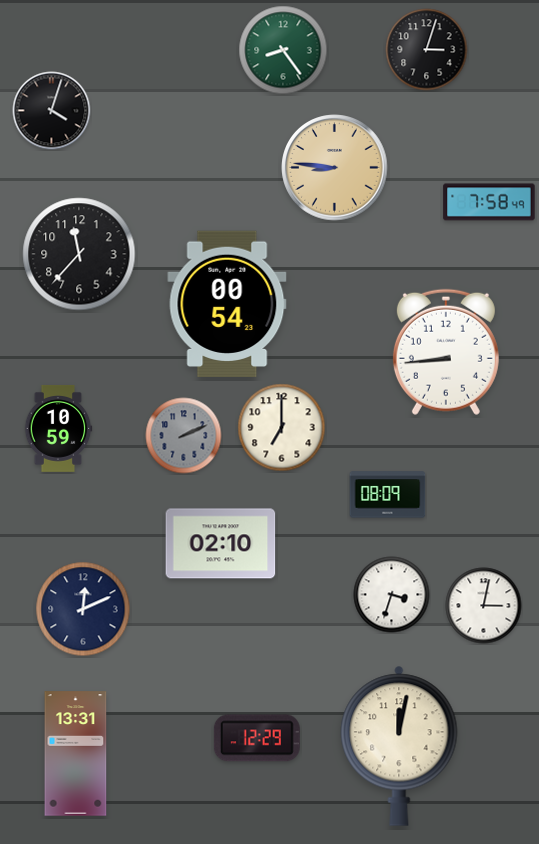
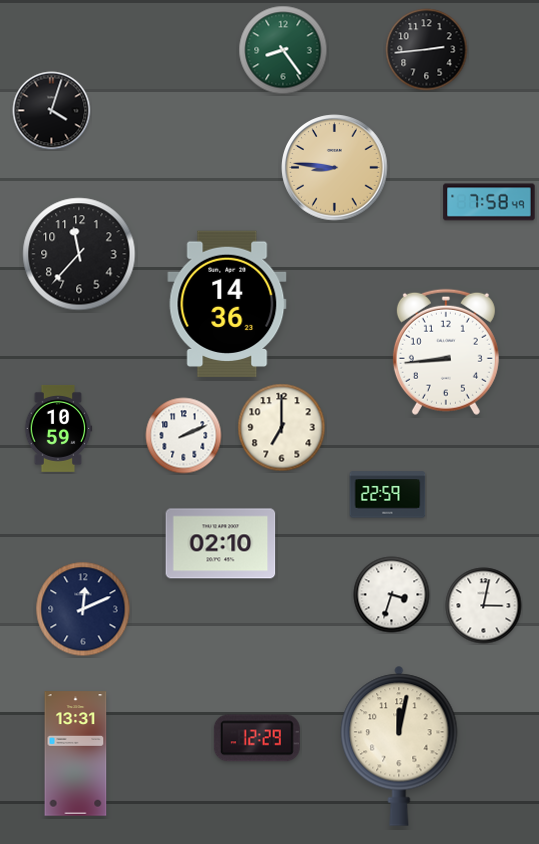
clock at (427, 50): 3:03 -> 2:44
clock at (227, 304): 00:54 -> 14:36
clock at (184, 436) dial: grey -> white
clock at (388, 495): 08:09 -> 22:59
